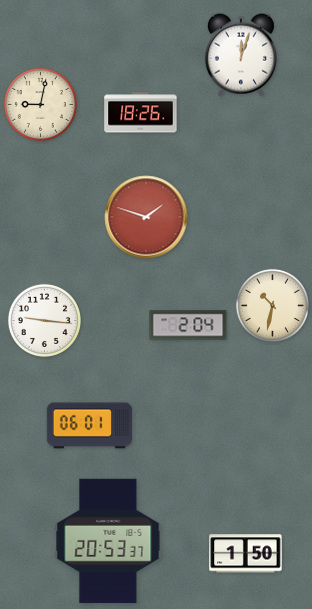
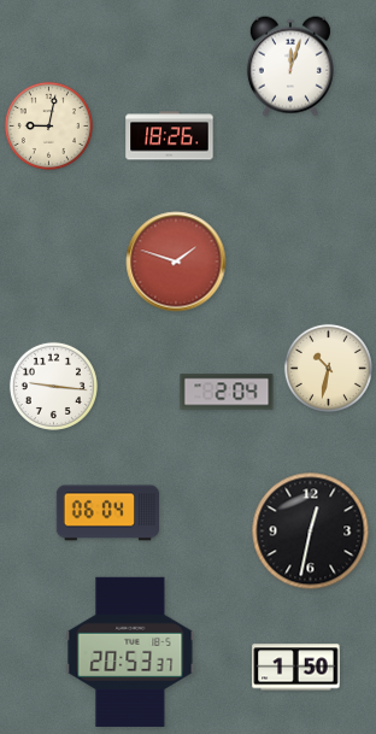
clock at (89, 426): 06:01 -> 06:04
clock at (311, 532): none -> 12:32
